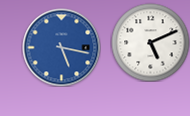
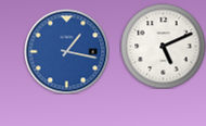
clock at (61, 47): 5:17 -> 1:17
